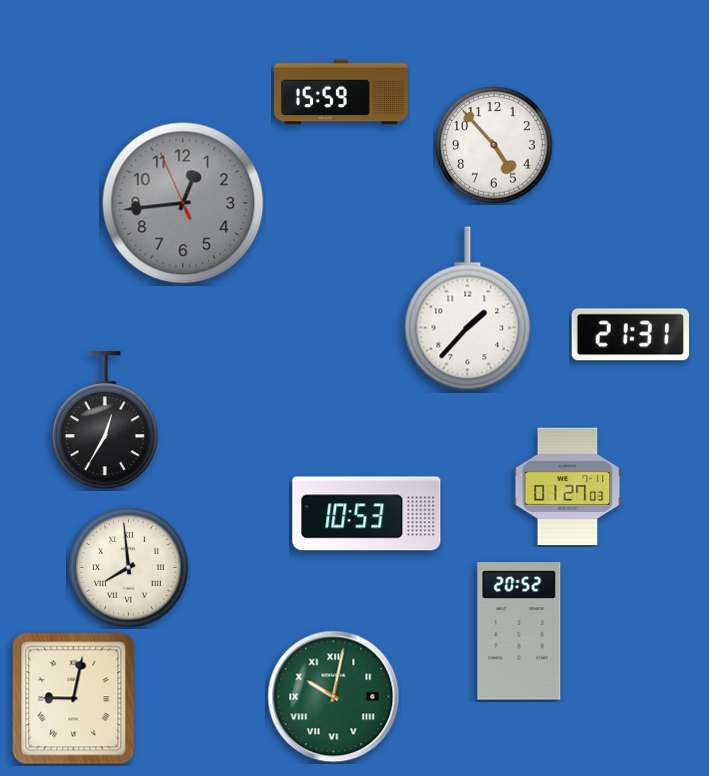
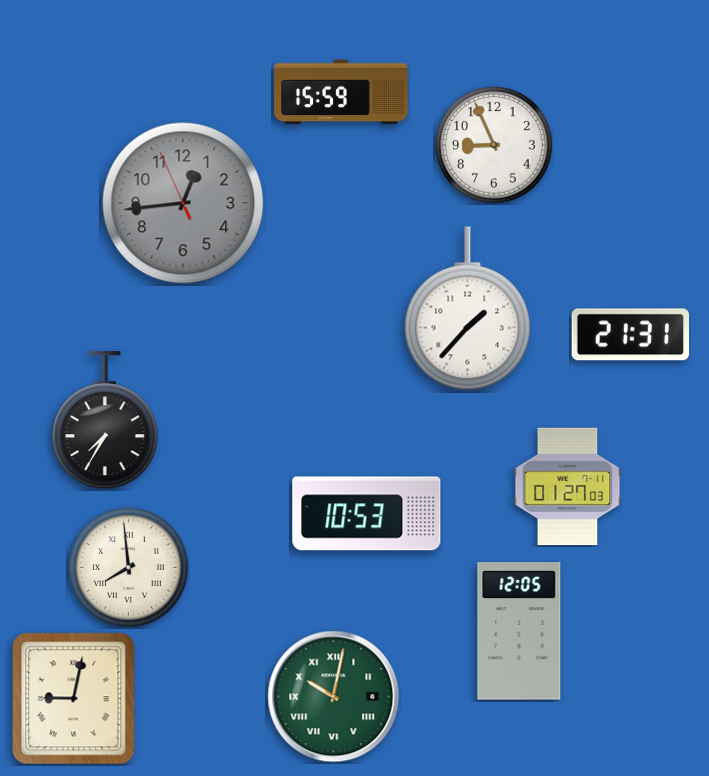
clock at (494, 145): 4:53 -> 8:56
clock at (105, 421): 12:35 -> 7:35
clock at (519, 631): 20:52 -> 12:05
